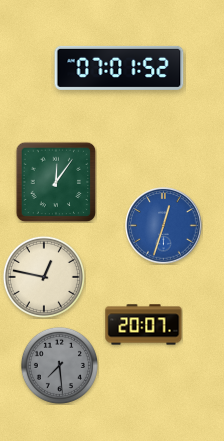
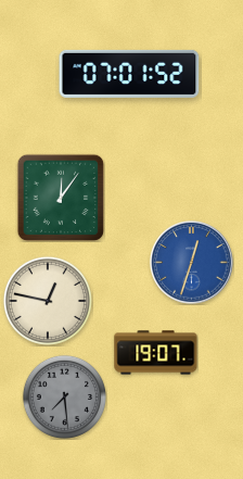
clock at (164, 226) position: (164, 226) -> (192, 263)
clock at (144, 325): 20:07 -> 19:07
